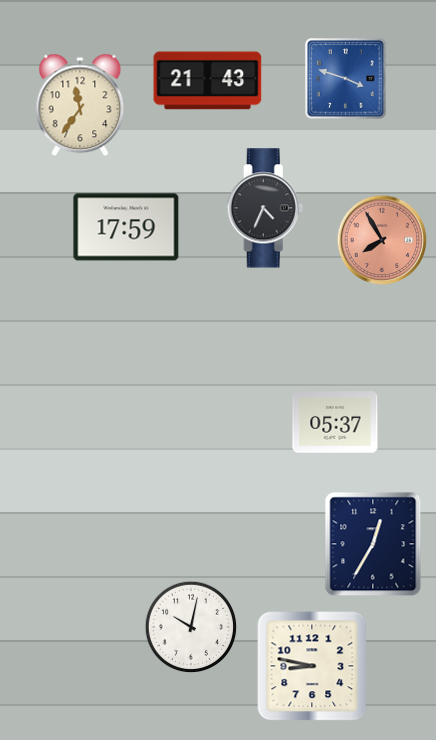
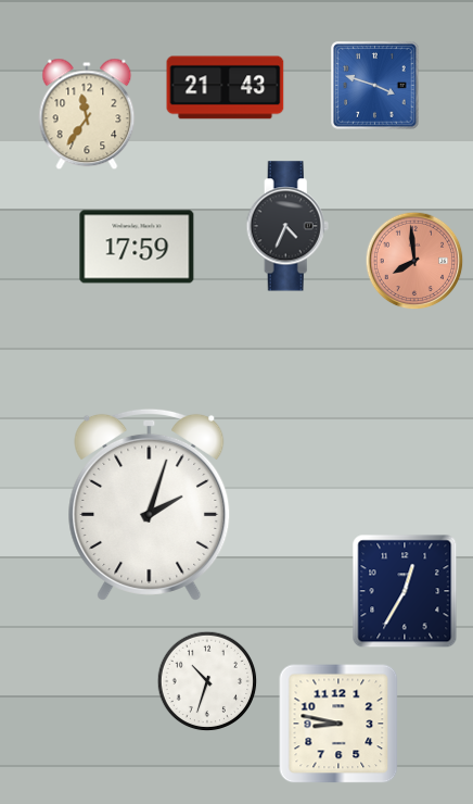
clock at (382, 240): 7:55 -> 7:59
clock at (335, 422): 05:37 -> none
clock at (150, 504): none -> 2:03
clock at (191, 627): 10:02 -> 10:33
